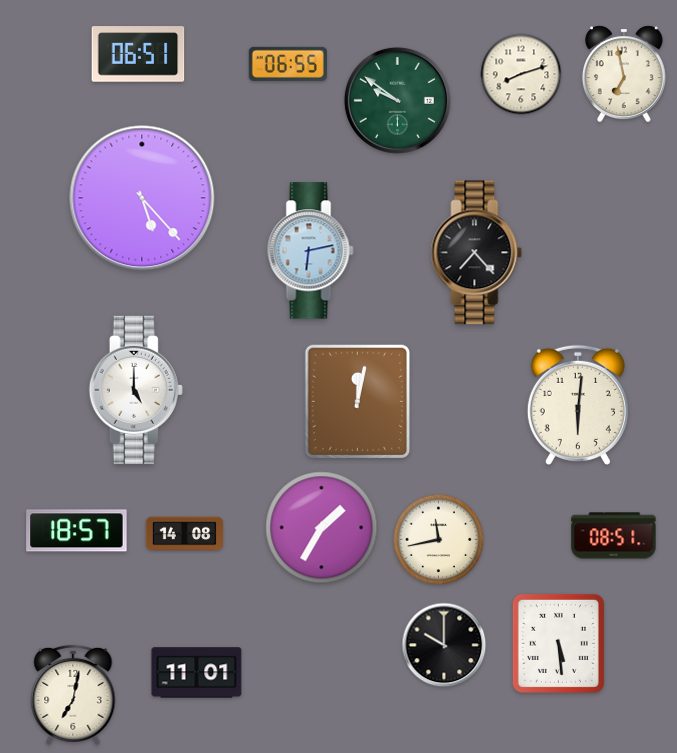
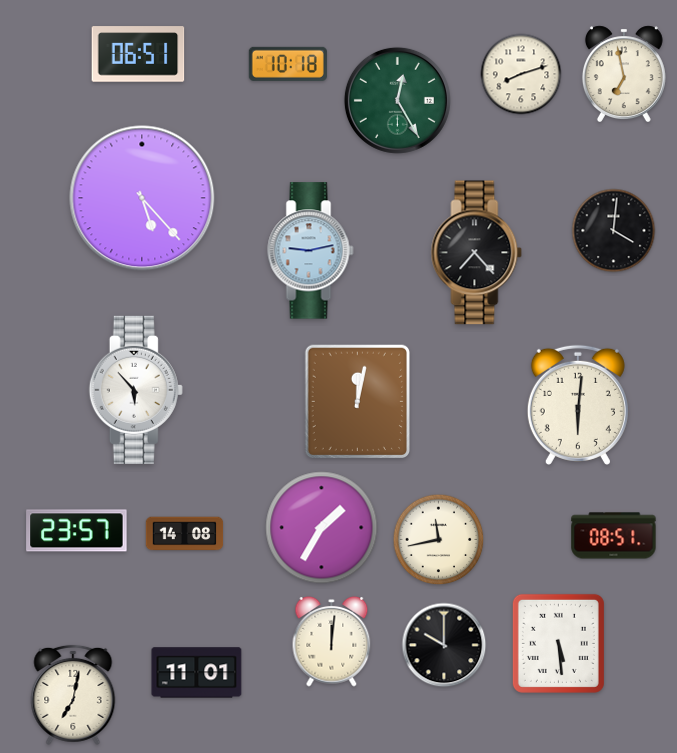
clock at (288, 64): 06:55 -> 10:18
clock at (397, 100): 9:51 -> 12:25
clock at (614, 231): none -> 4:01
clock at (311, 251): 6:13 -> 9:13
clock at (136, 390): 5:00 -> 5:53
clock at (77, 531): 18:57 -> 23:57
clock at (332, 641): none -> 12:01
